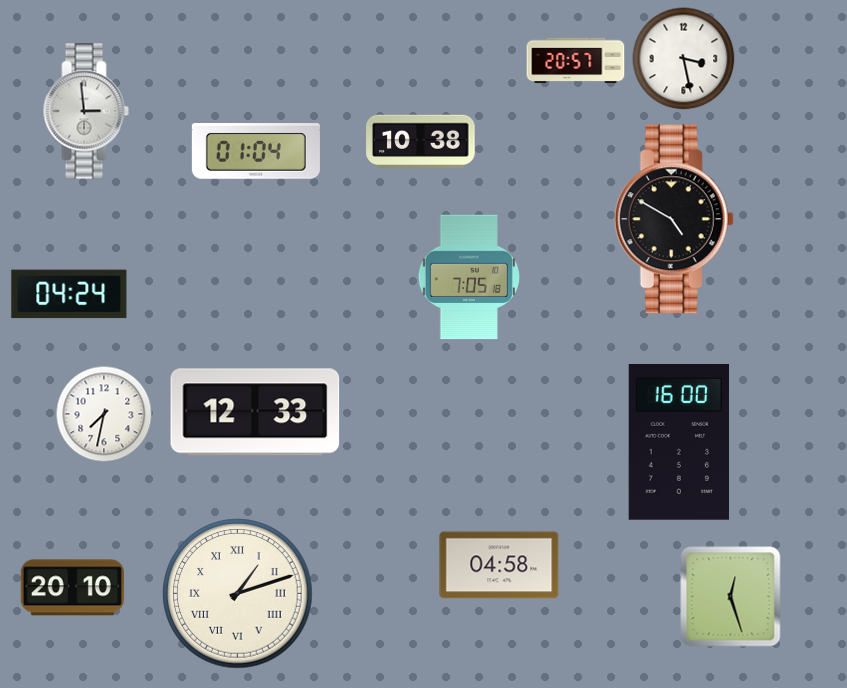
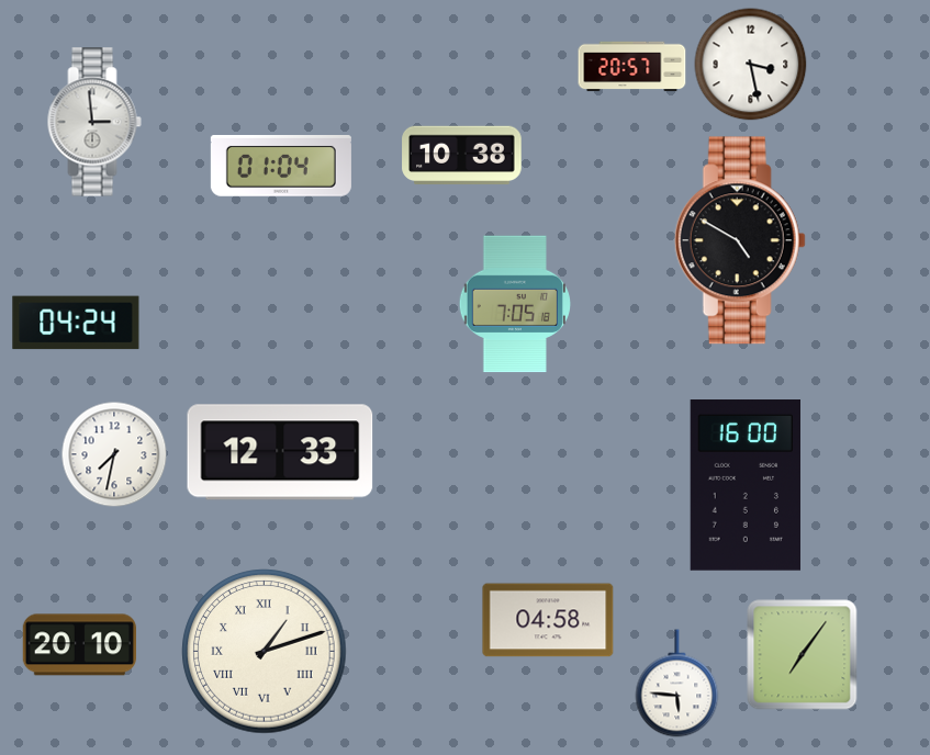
clock at (238, 594) position: (238, 594) -> (265, 652)
clock at (731, 597): 12:27 -> 7:06
clock at (677, 684): none -> 5:46
